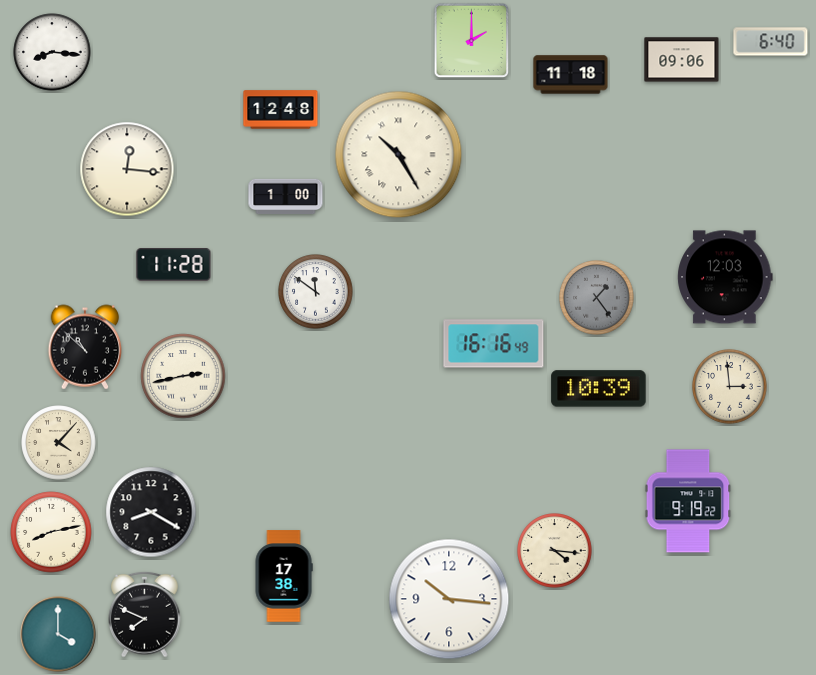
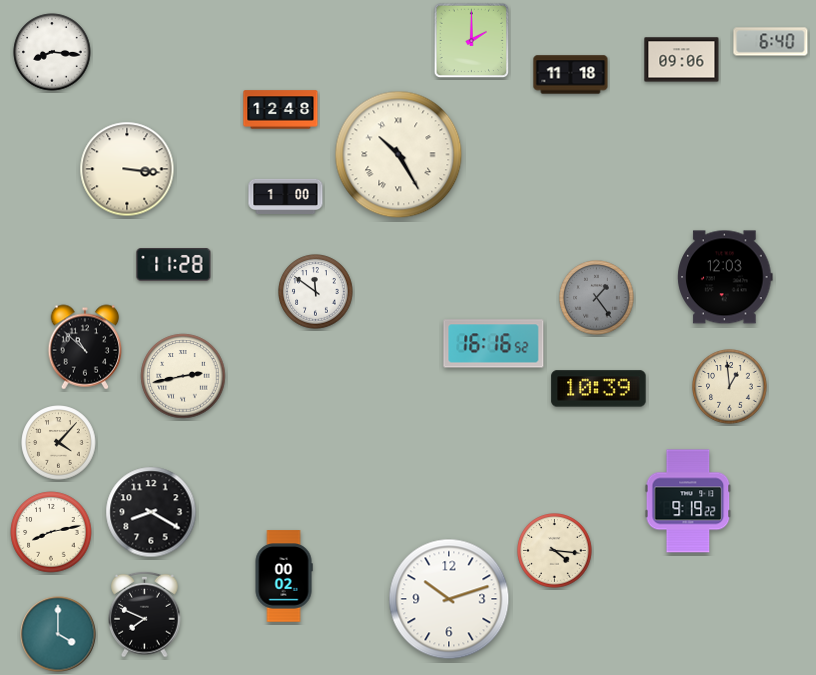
clock at (127, 169): 12:16 -> 3:16
clock at (494, 344): 16:16:49 -> 16:16:52
clock at (730, 387): 2:59 -> 12:59
clock at (284, 576): 17:38 -> 00:02
clock at (449, 599): 10:16 -> 10:12
